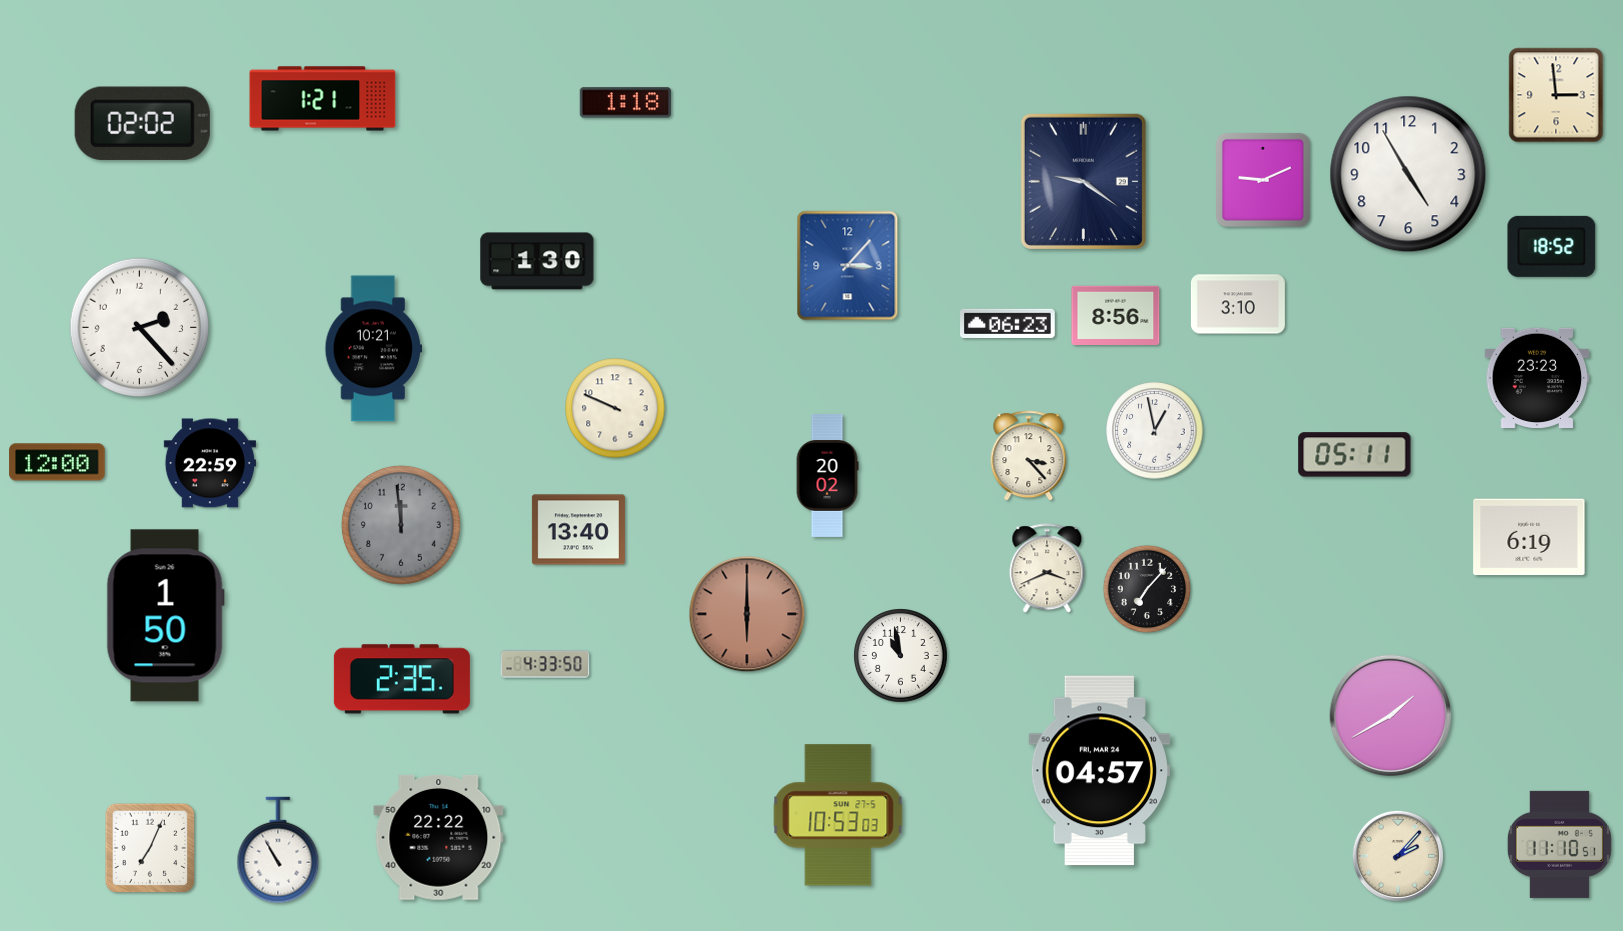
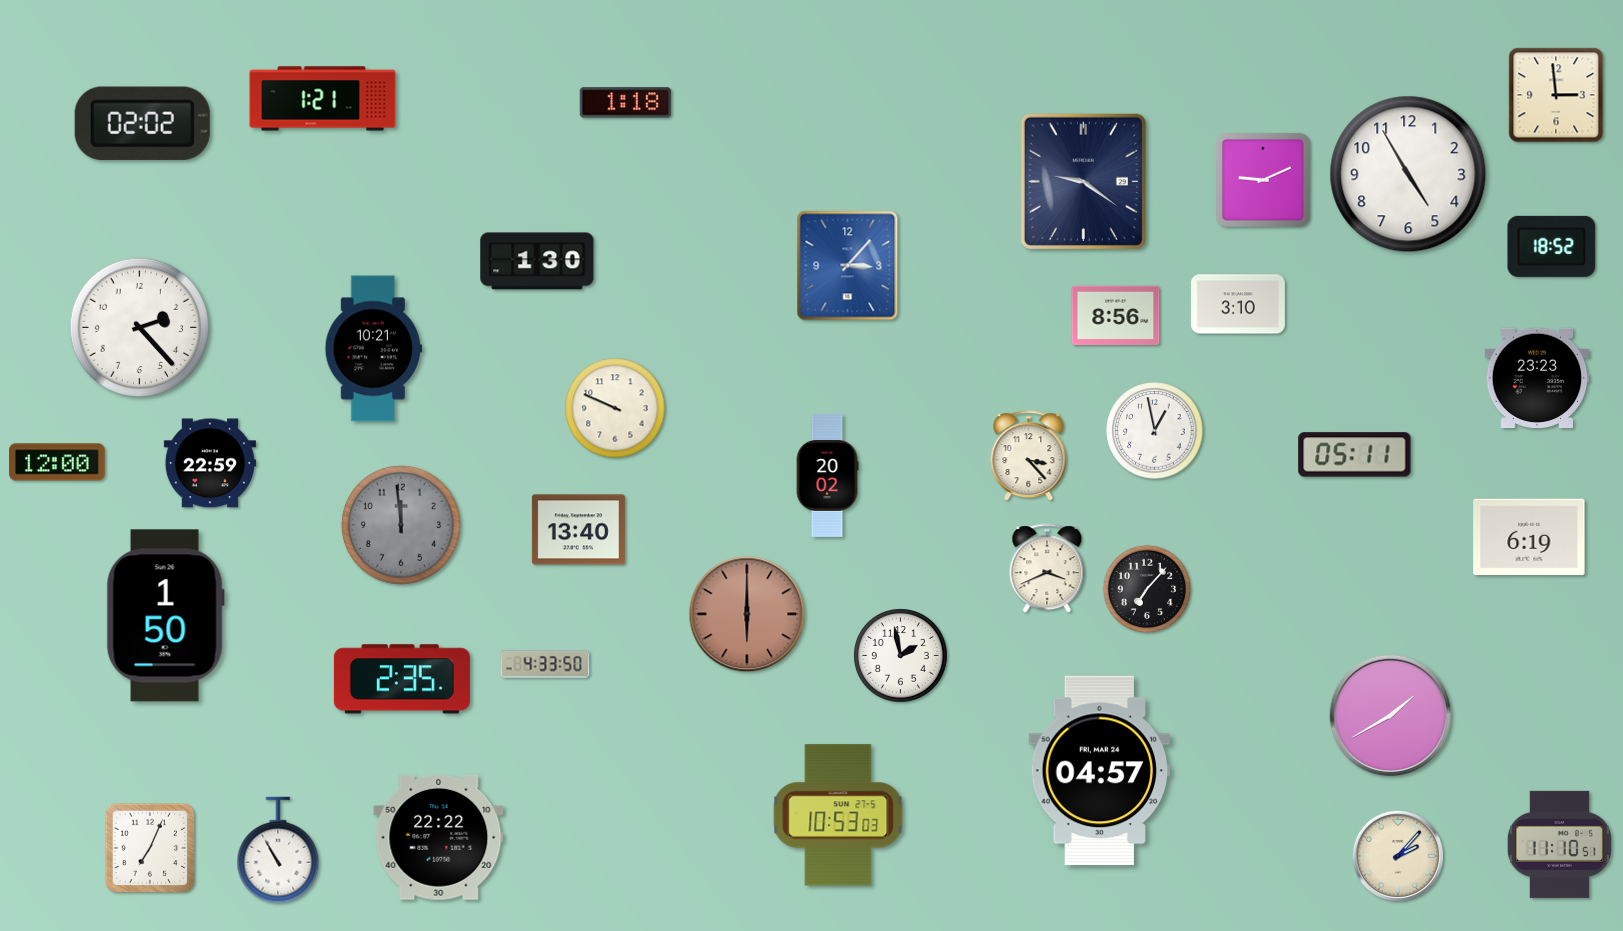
clock at (1008, 323): 06:23 -> none
clock at (901, 656): 10:58 -> 1:58
